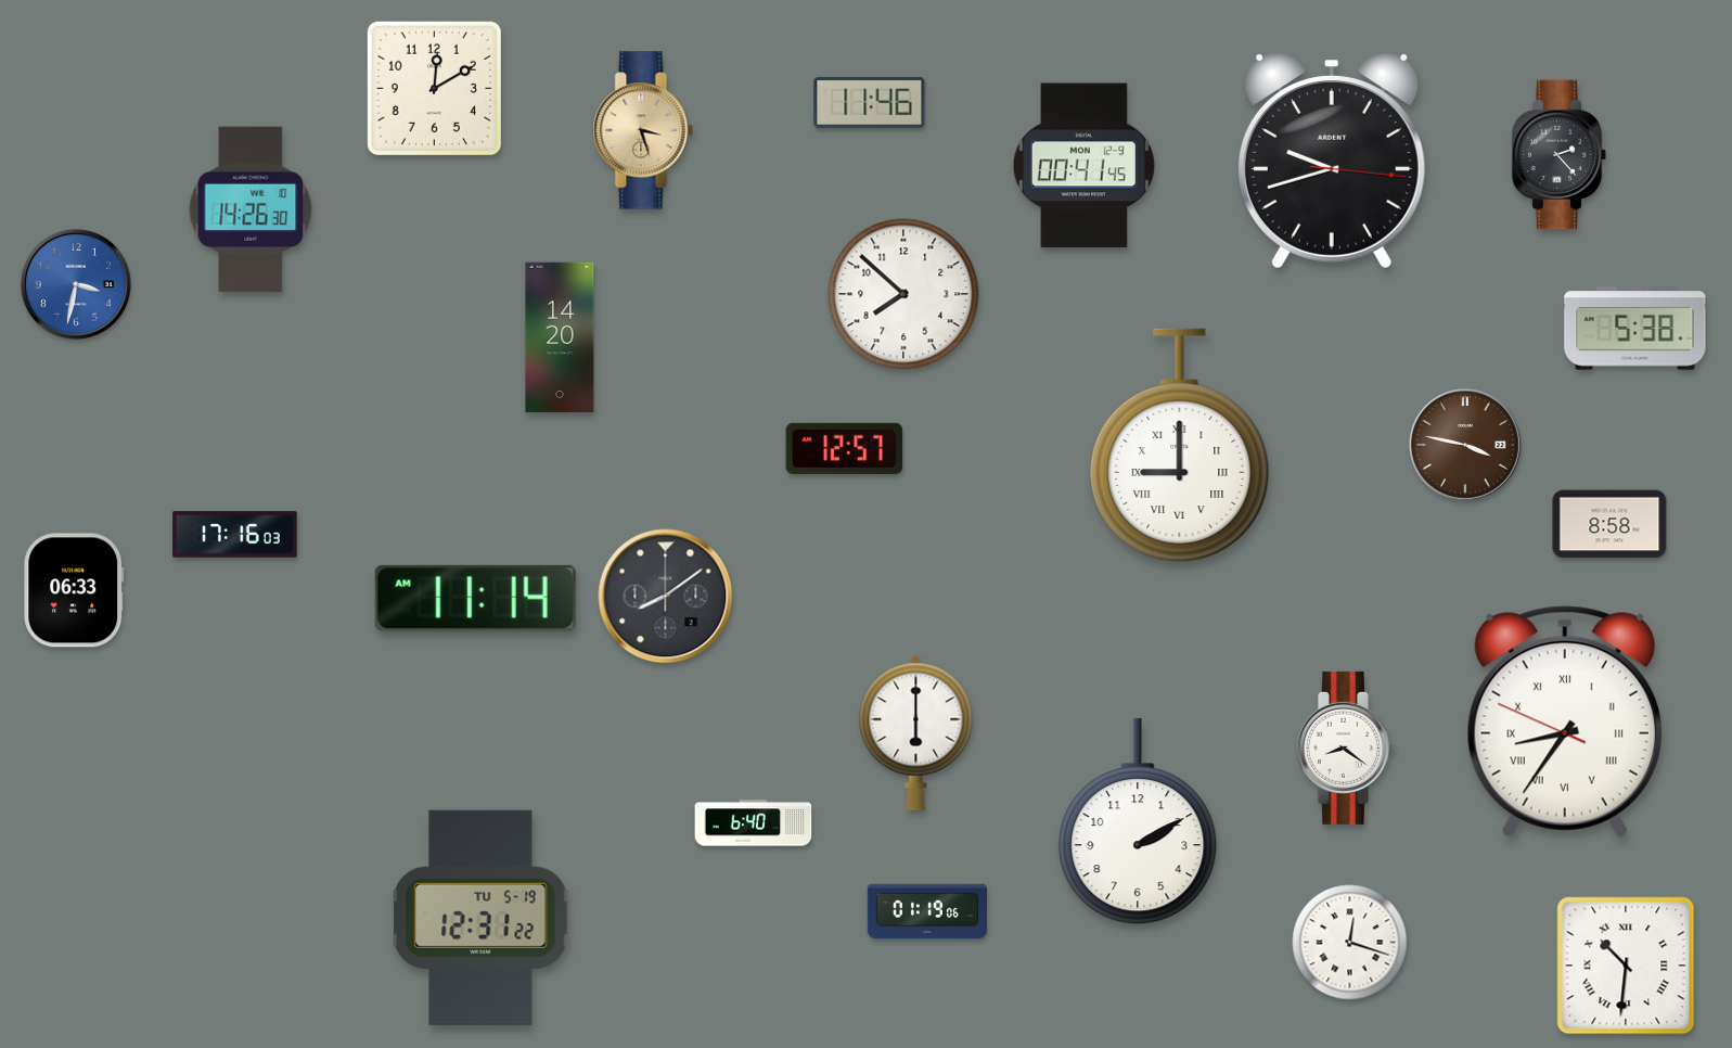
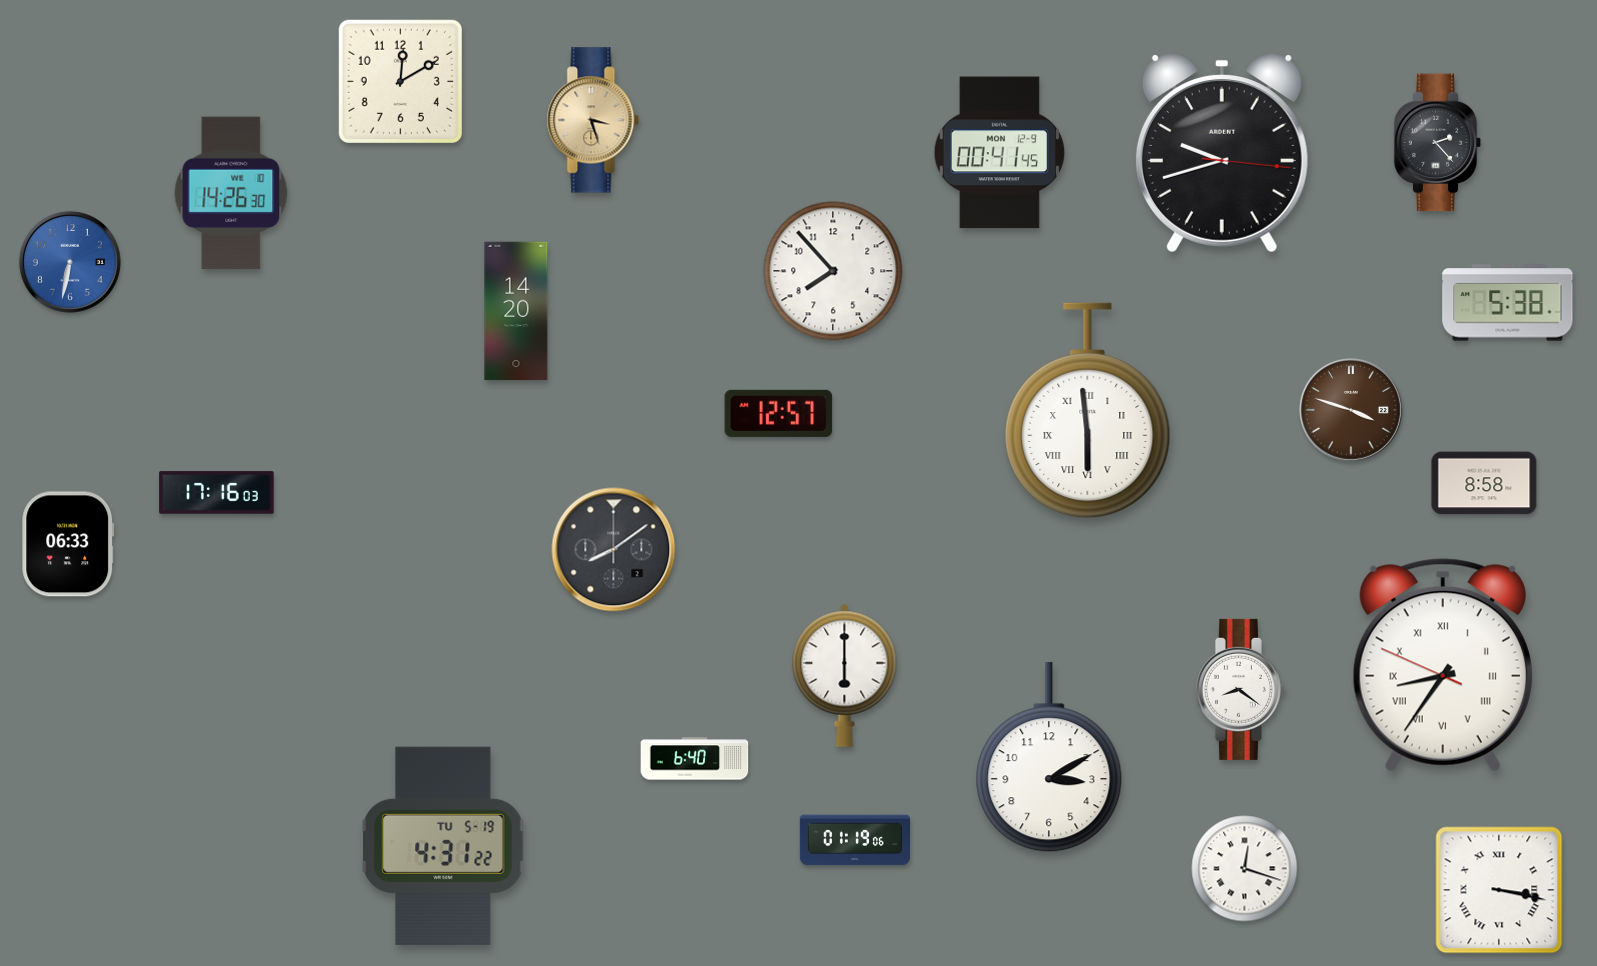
clock at (870, 102): 11:46 -> none
clock at (1332, 161) position: (1332, 161) -> (1222, 153)
clock at (76, 284): 3:32 -> 6:32
clock at (903, 294): 7:52 -> 7:53
clock at (1465, 445): 3:47 -> 3:48
clock at (1180, 446): 9:00 -> 5:59
clock at (475, 598): 11:14 -> none
clock at (1138, 822): 2:10 -> 3:10
clock at (480, 918): 12:31 -> 4:31
clock at (1626, 966): 10:31 -> 3:17
